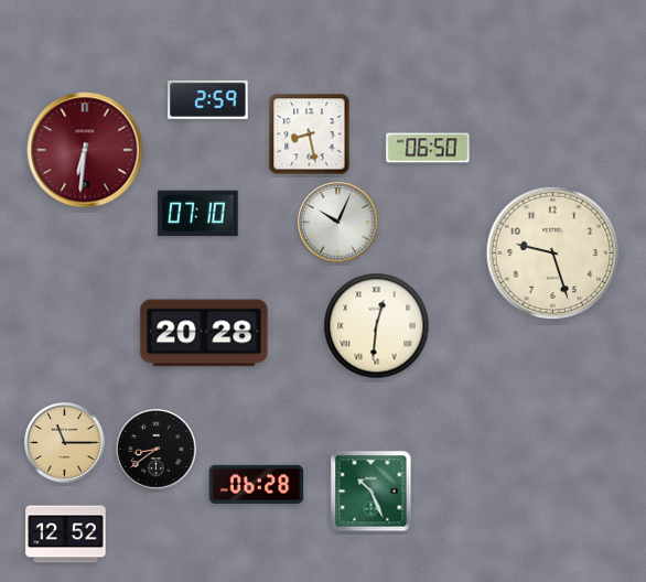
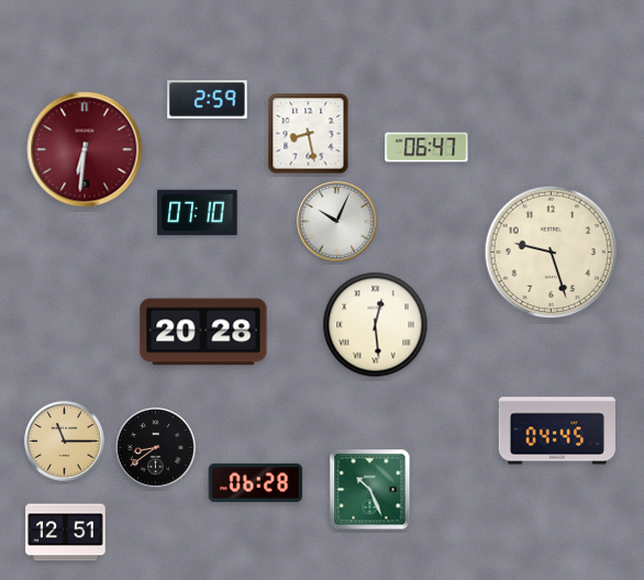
clock at (428, 148): 06:50 -> 06:47
clock at (377, 326): 12:31 -> 12:29
clock at (557, 431): none -> 04:45
clock at (66, 535): 12:52 -> 12:51
